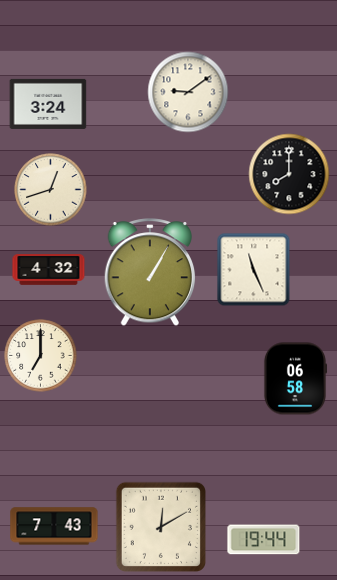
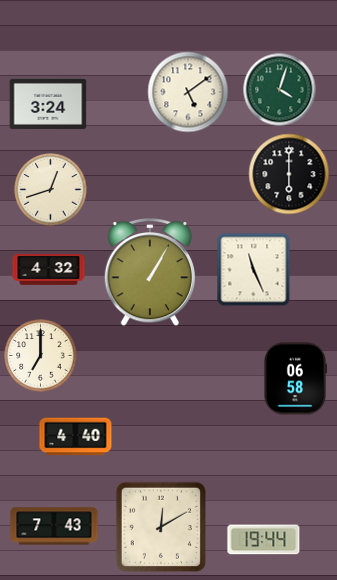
clock at (280, 90): none -> 4:03
clock at (188, 92): 9:09 -> 5:09
clock at (289, 174): 8:00 -> 6:00
clock at (76, 437): none -> 4:40
